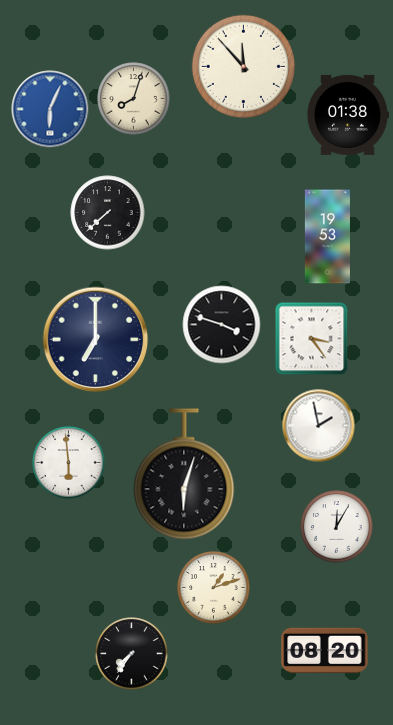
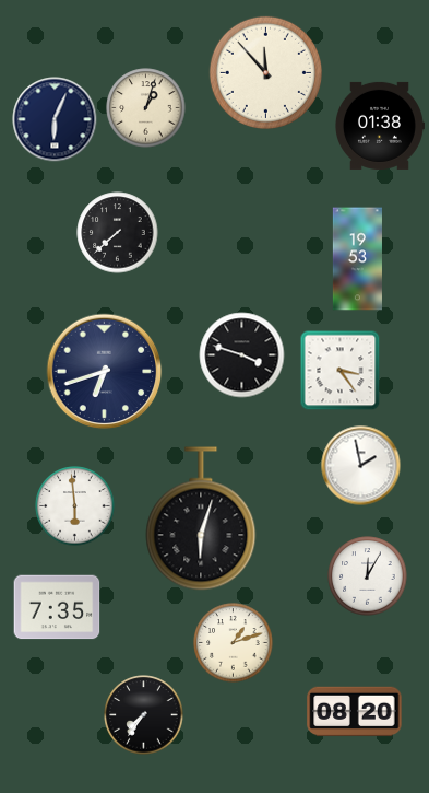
clock at (134, 99): 8:03 -> 1:03
clock at (50, 109) dial: blue -> navy
clock at (96, 340): 7:00 -> 6:42
clock at (319, 426) position: (319, 426) -> (361, 466)
clock at (57, 607): none -> 7:35
